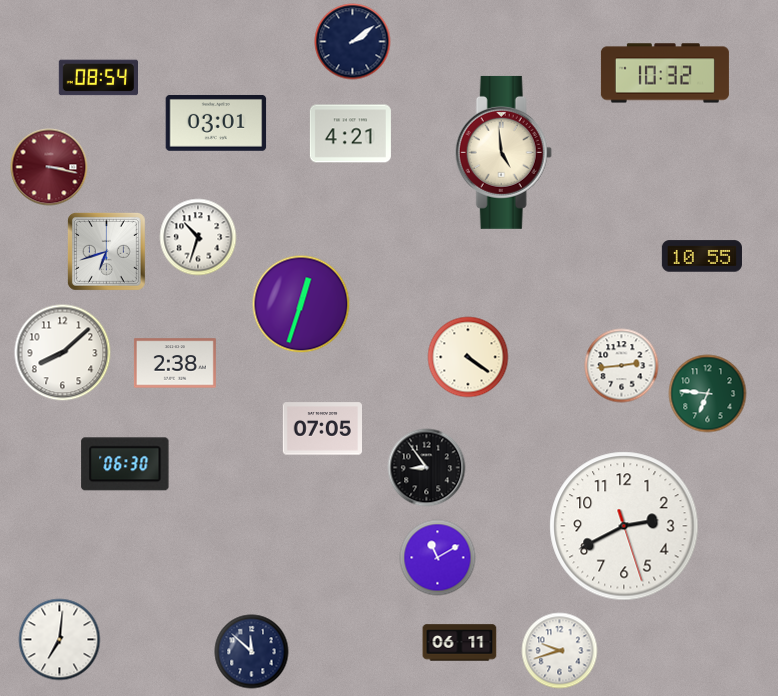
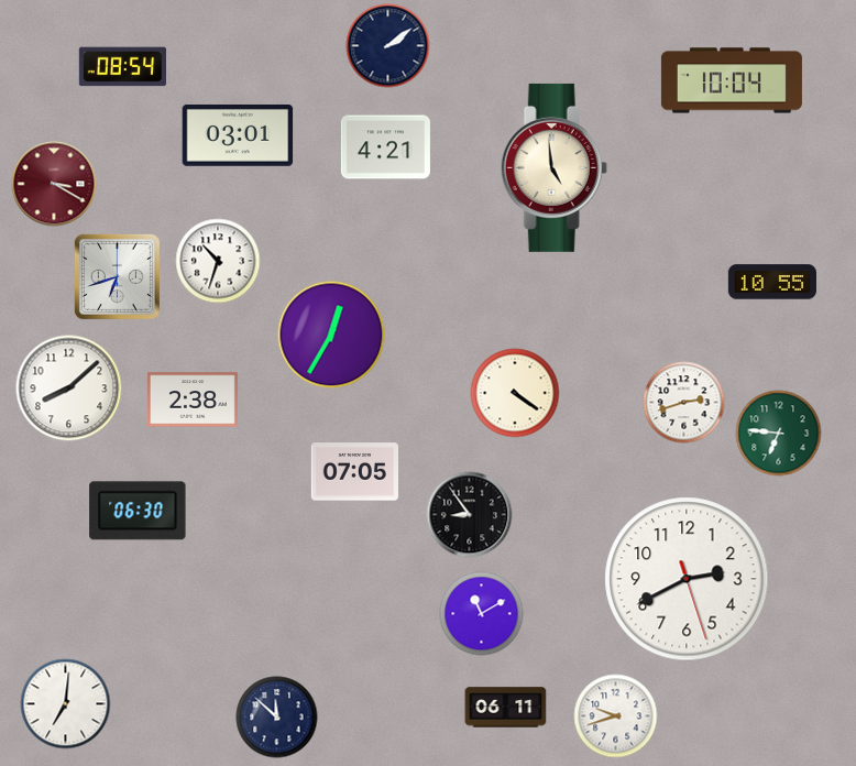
clock at (665, 73): 10:32 -> 10:04
clock at (98, 78) position: (98, 78) -> (122, 67)
clock at (49, 167): 3:17 -> 3:20
clock at (301, 304): 12:33 -> 12:35
clock at (622, 366): 2:44 -> 2:42
